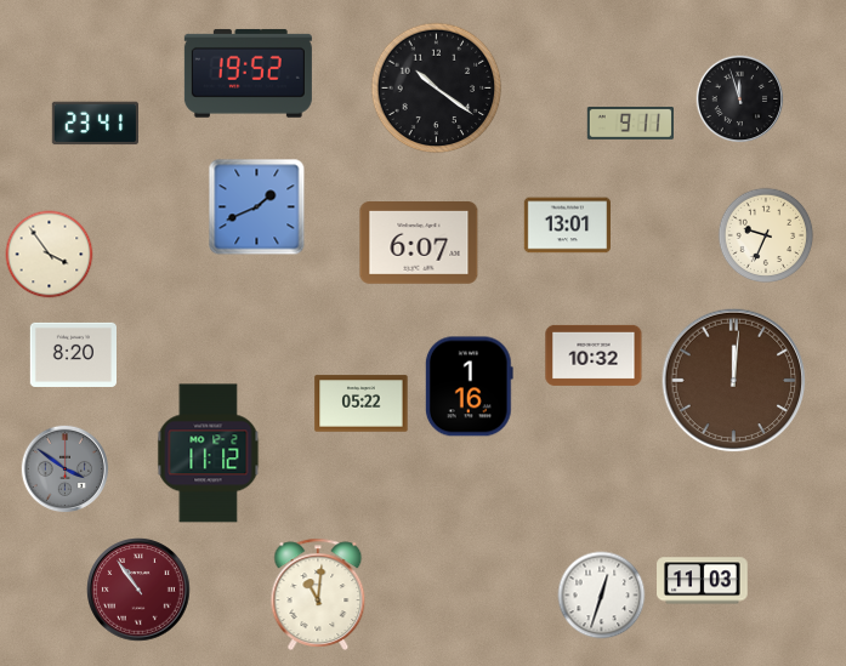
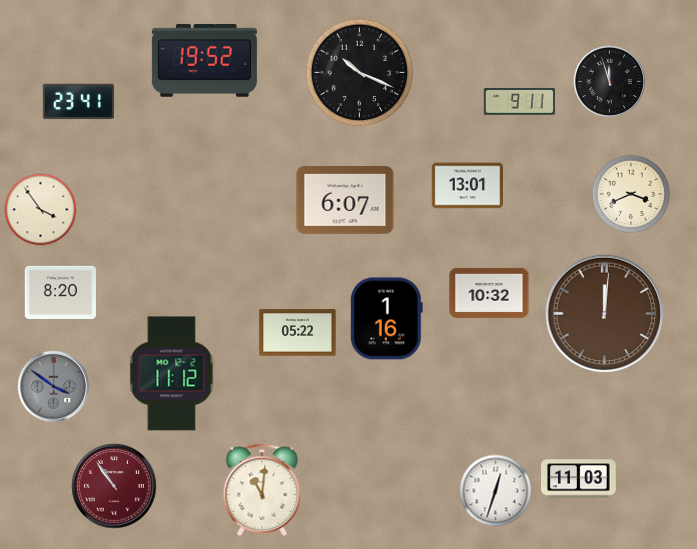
clock at (437, 89): 10:21 -> 10:19
clock at (257, 207): 1:41 -> none
clock at (766, 235): 9:34 -> 3:41
